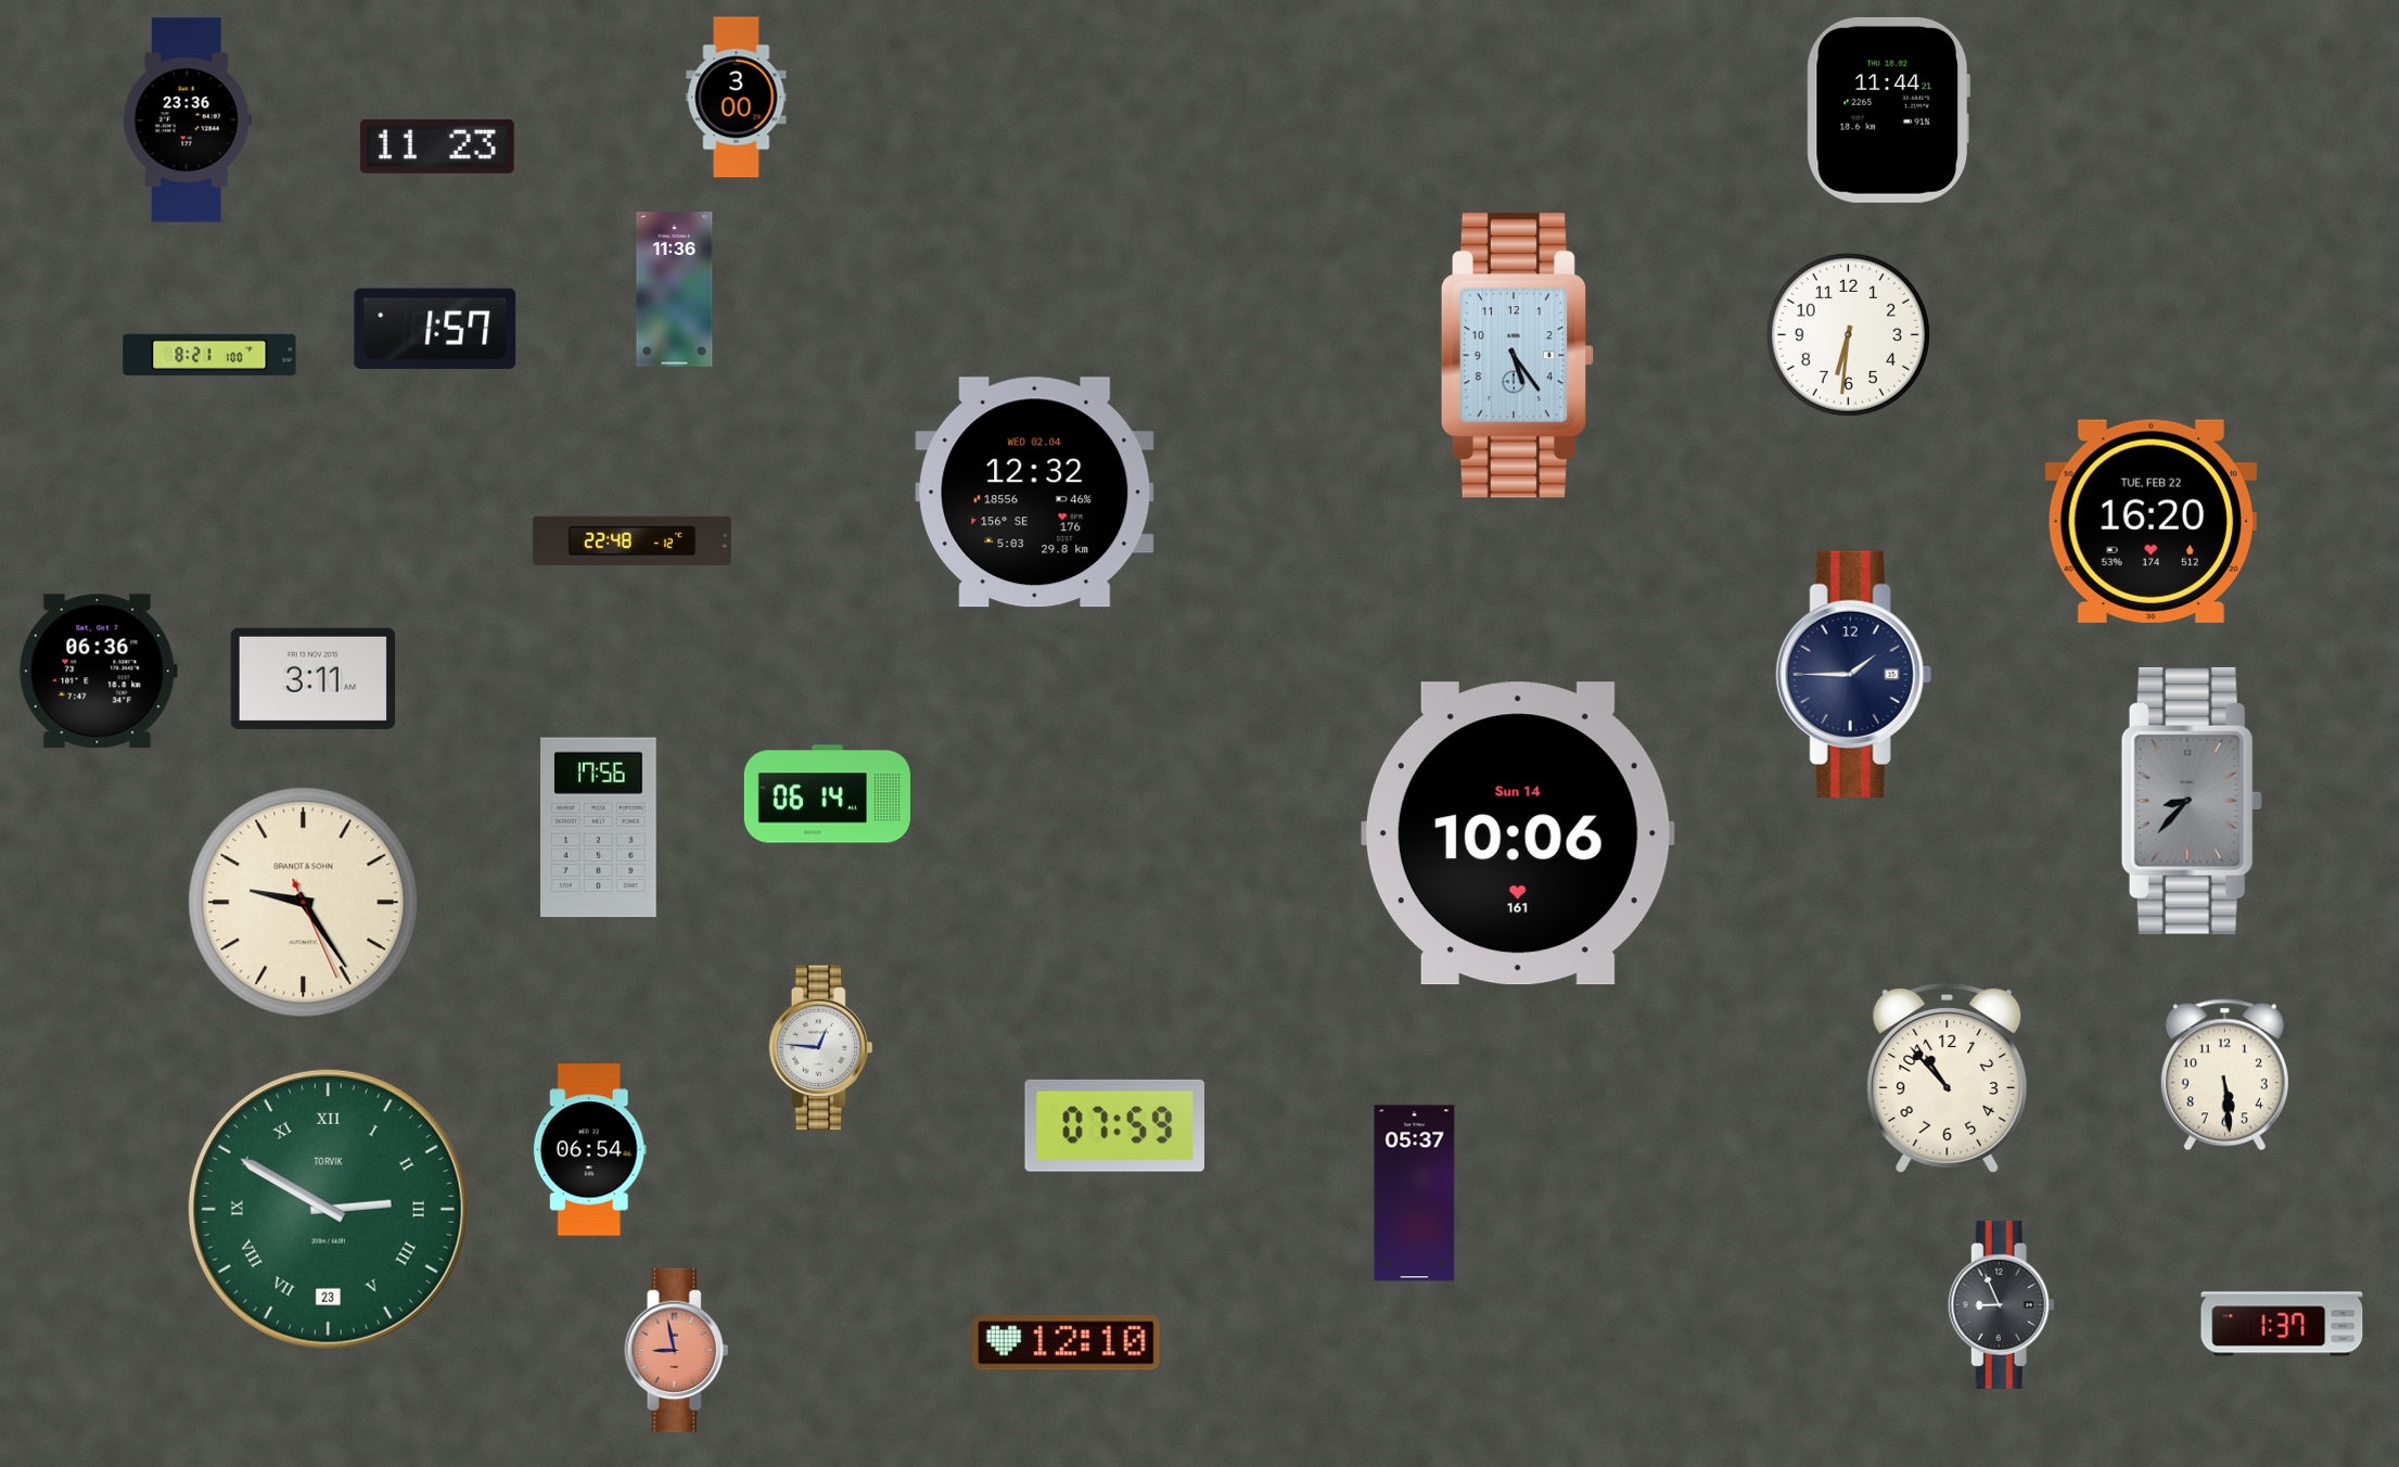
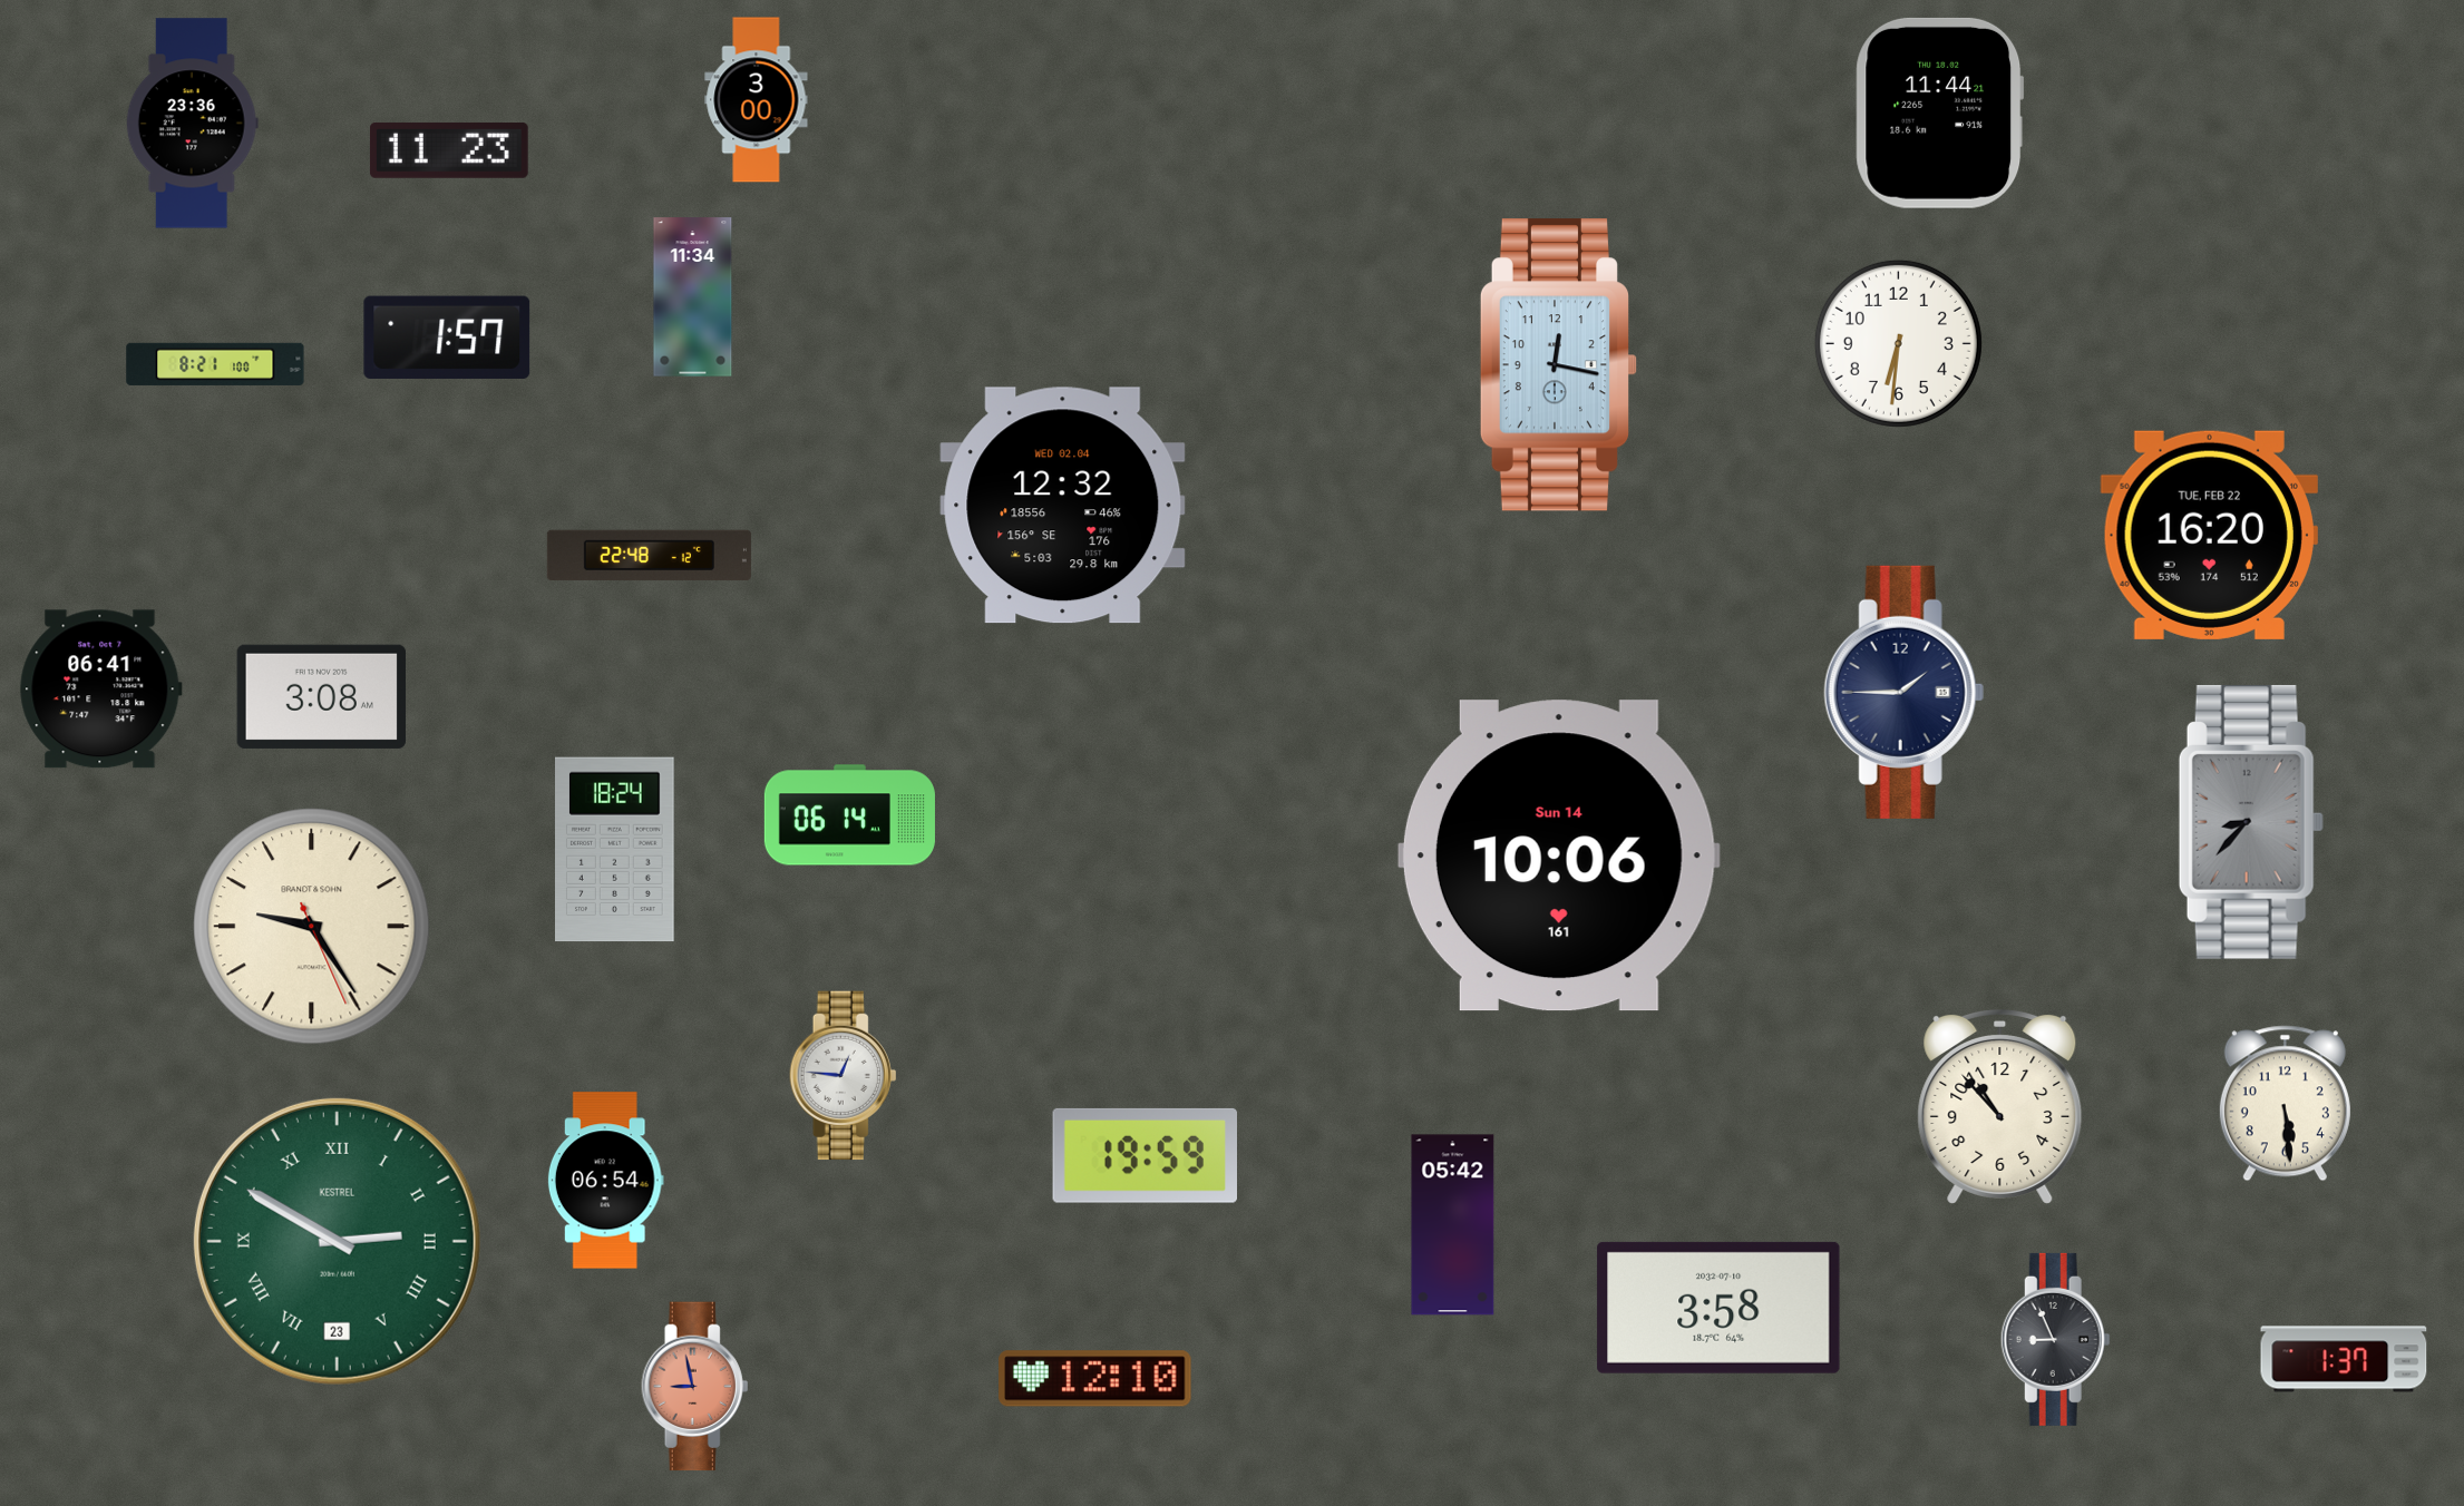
clock at (675, 290): 11:36 -> 11:34
clock at (1517, 356): 5:24 -> 12:17
clock at (98, 672): 06:36 -> 06:41
clock at (314, 678): 3:11 -> 3:08
clock at (599, 828): 17:56 -> 18:24
clock at (1114, 1125): 07:59 -> 19:59
clock at (1415, 1194): 05:37 -> 05:42
clock at (328, 1209) brand: TORVIK -> KESTREL
clock at (1718, 1308): none -> 3:58
